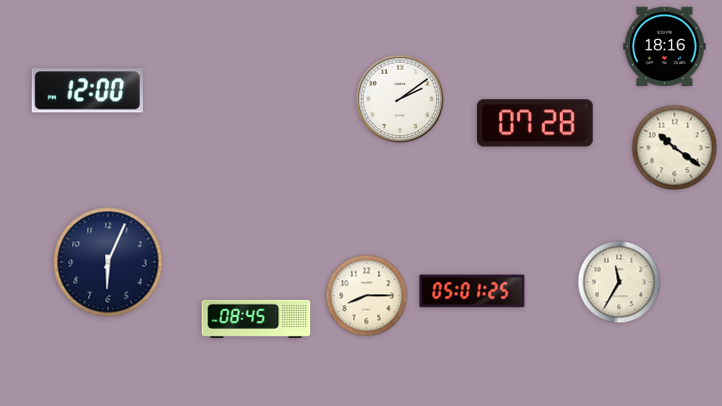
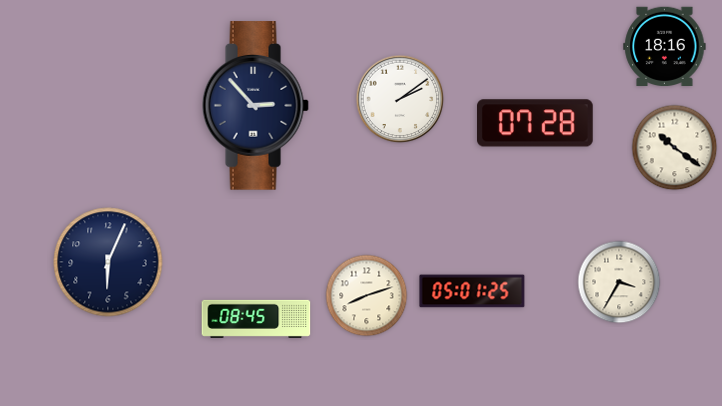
clock at (87, 91): 12:00 -> none
clock at (255, 106): none -> 2:53
clock at (619, 282): 11:35 -> 3:35
clock at (367, 296): 8:15 -> 8:12
